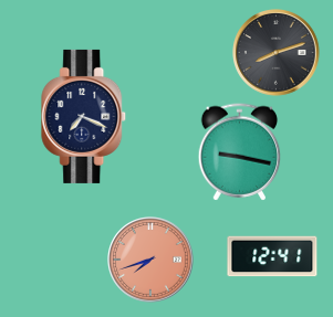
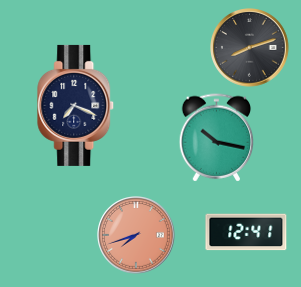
clock at (240, 152): 9:17 -> 10:17
